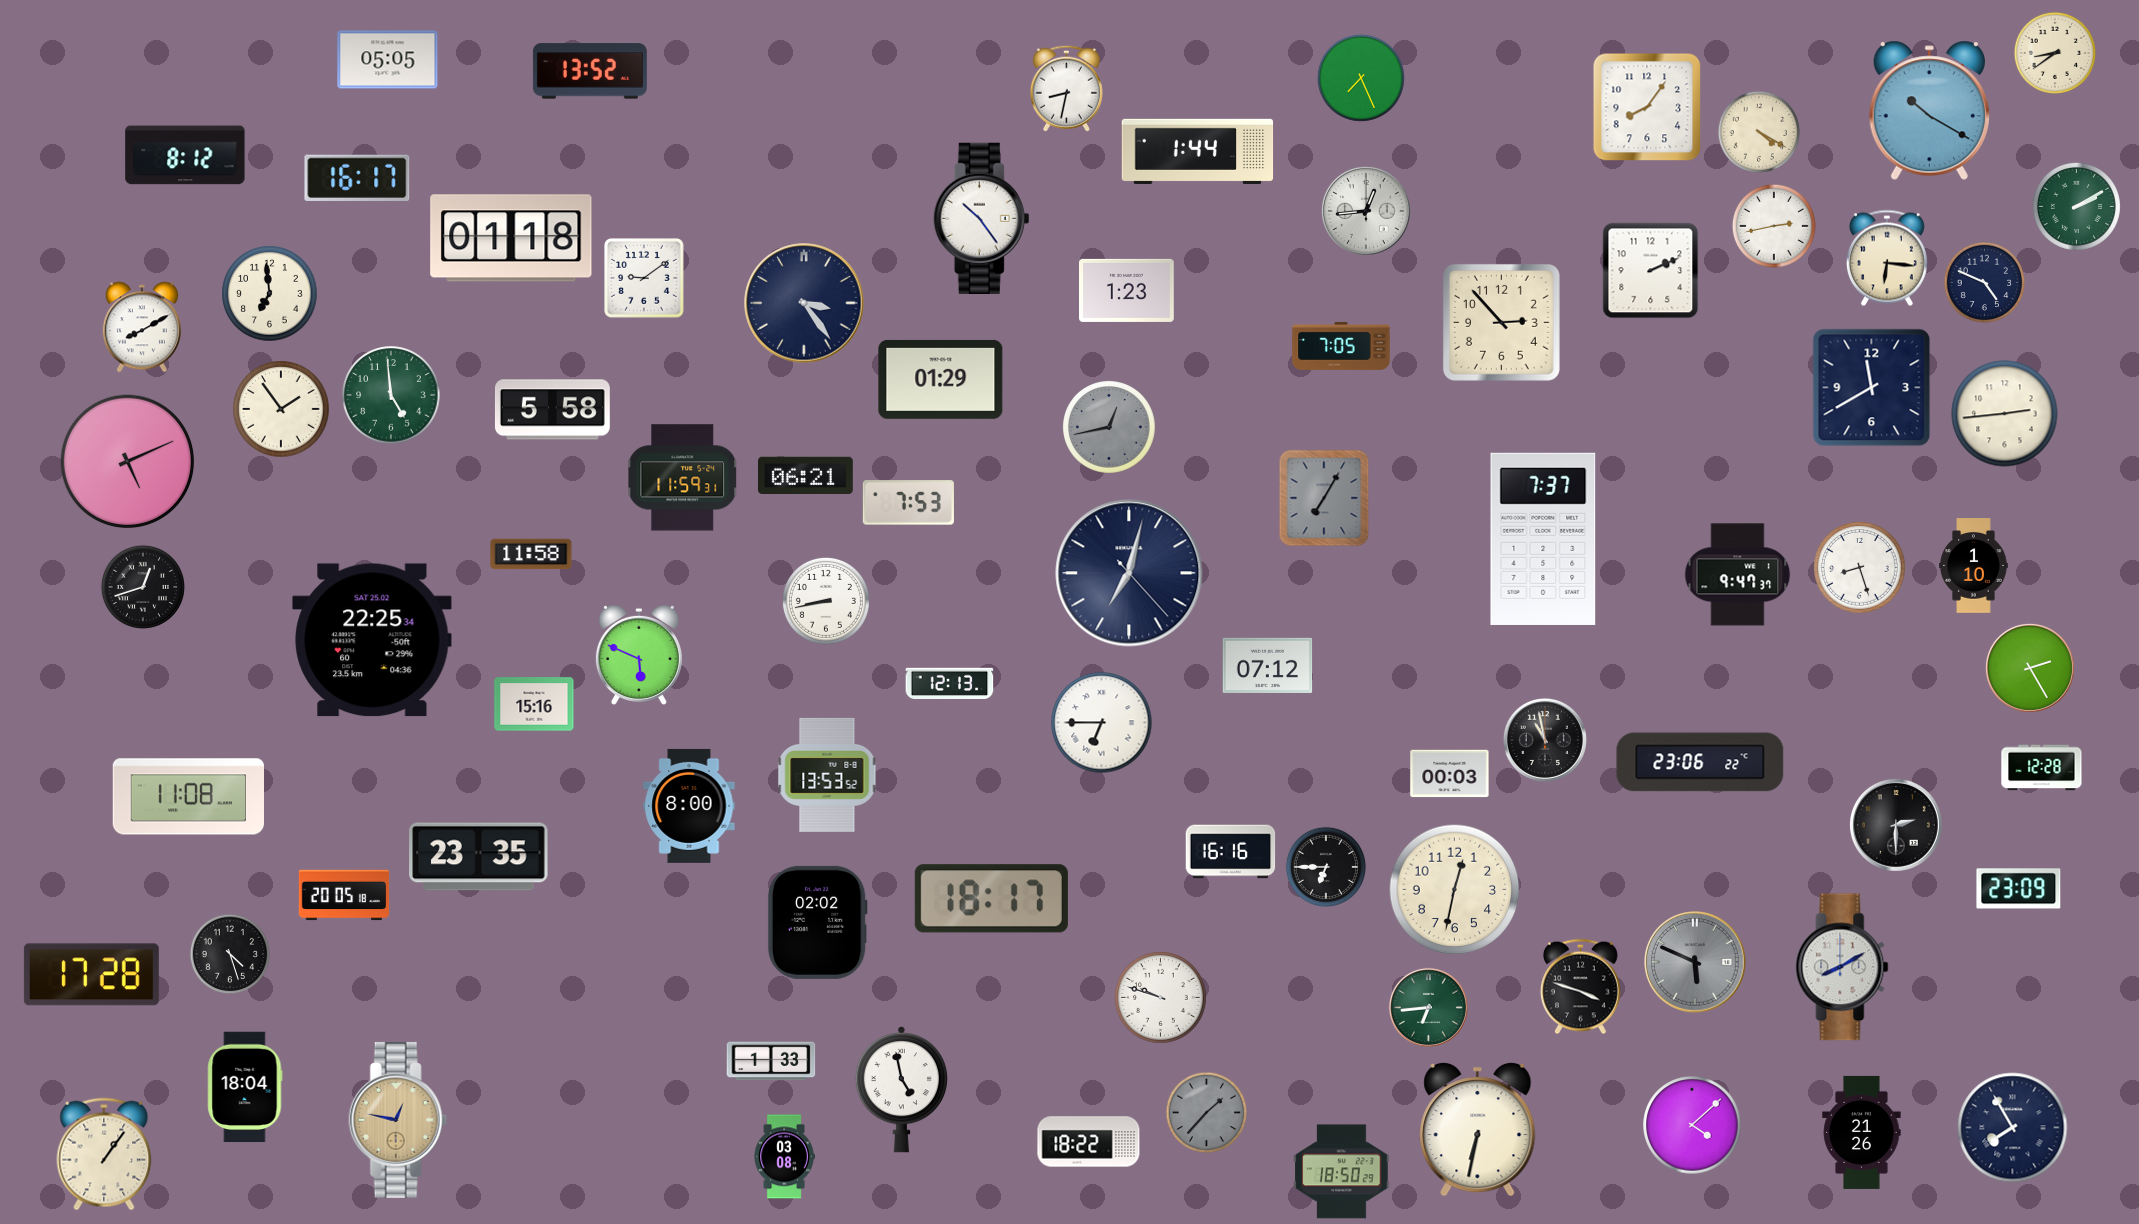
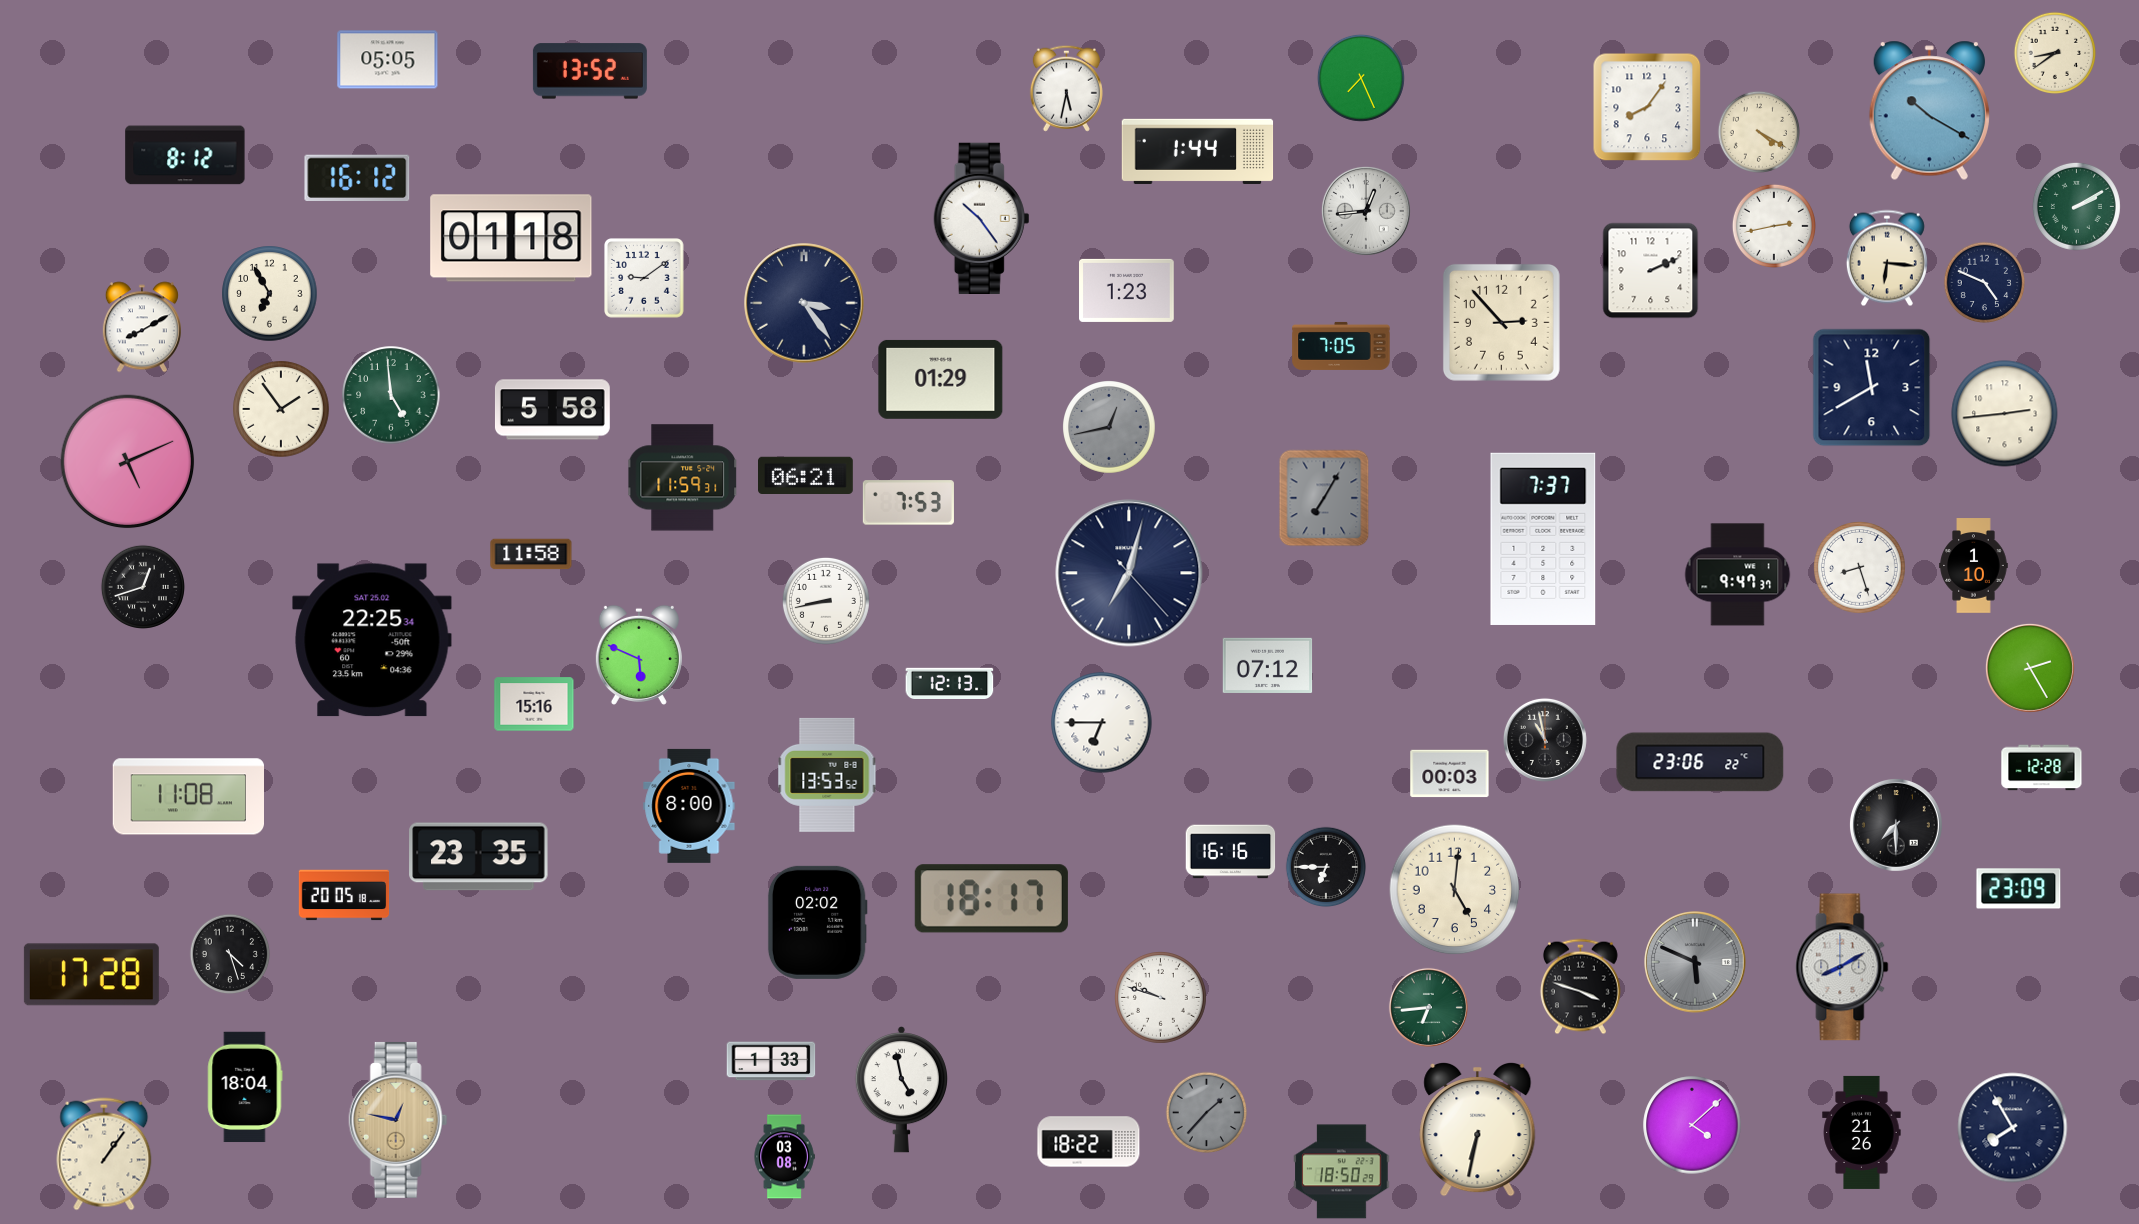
clock at (1066, 88): 8:32 -> 5:32
clock at (357, 177): 16:17 -> 16:12
clock at (270, 294): 6:59 -> 6:55
clock at (1896, 825): 2:30 -> 7:30
clock at (1455, 890): 12:32 -> 5:01
